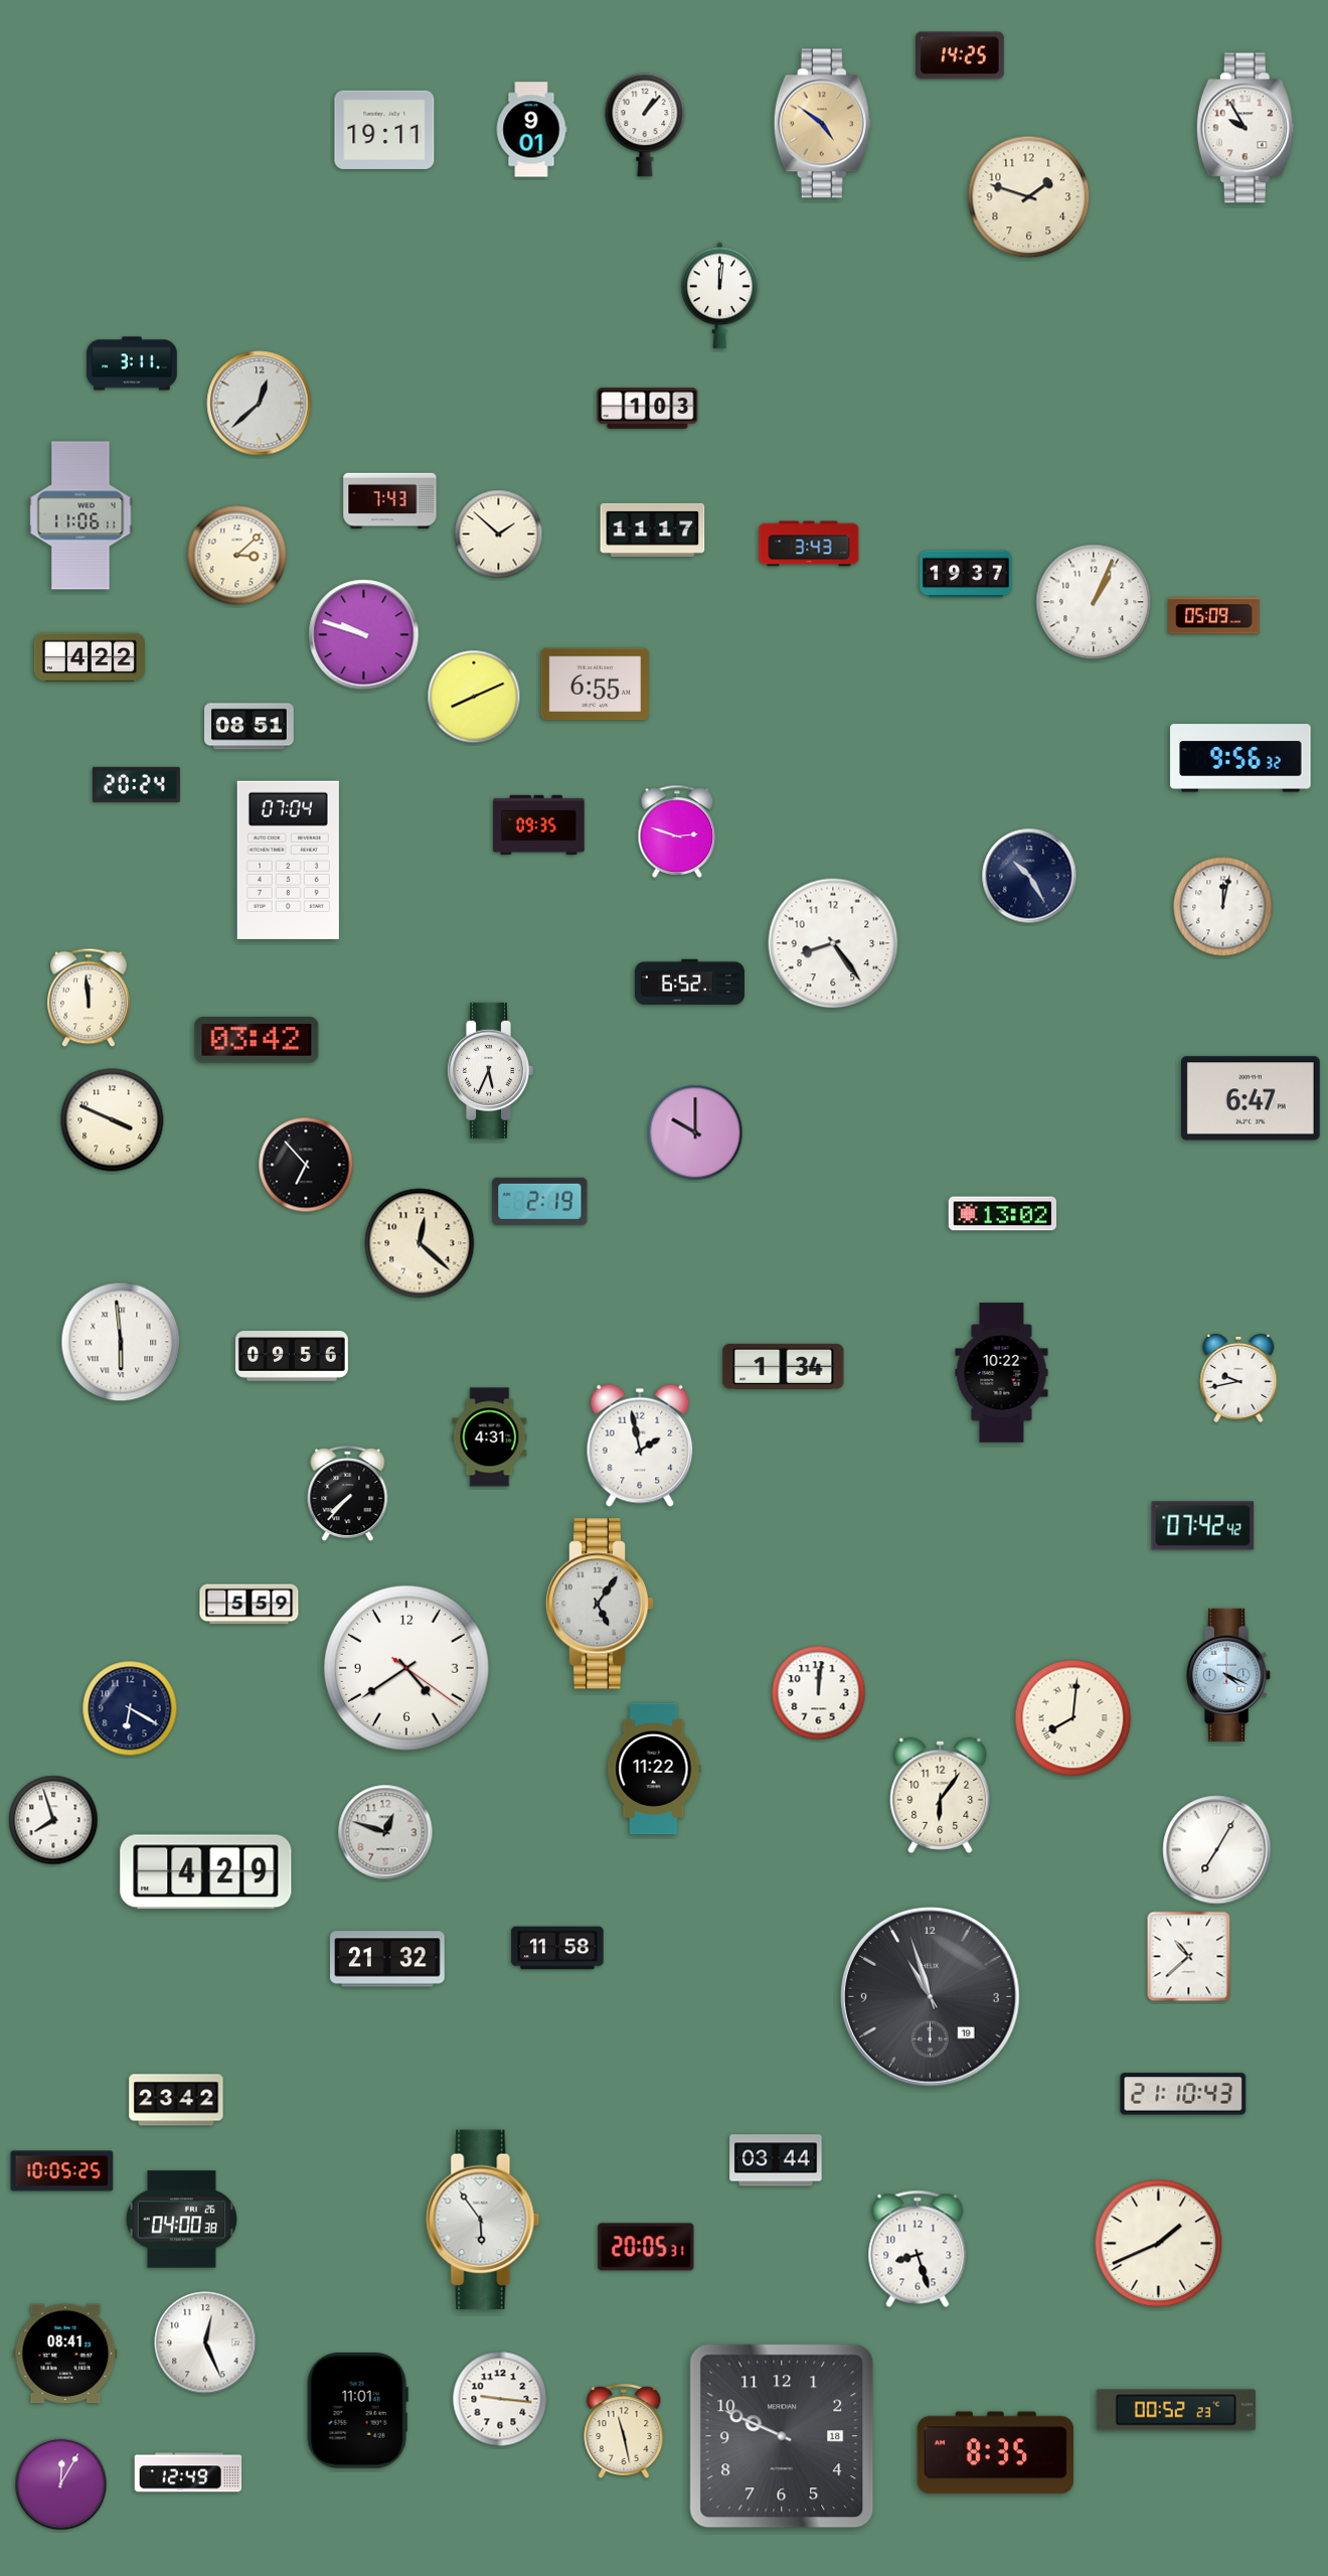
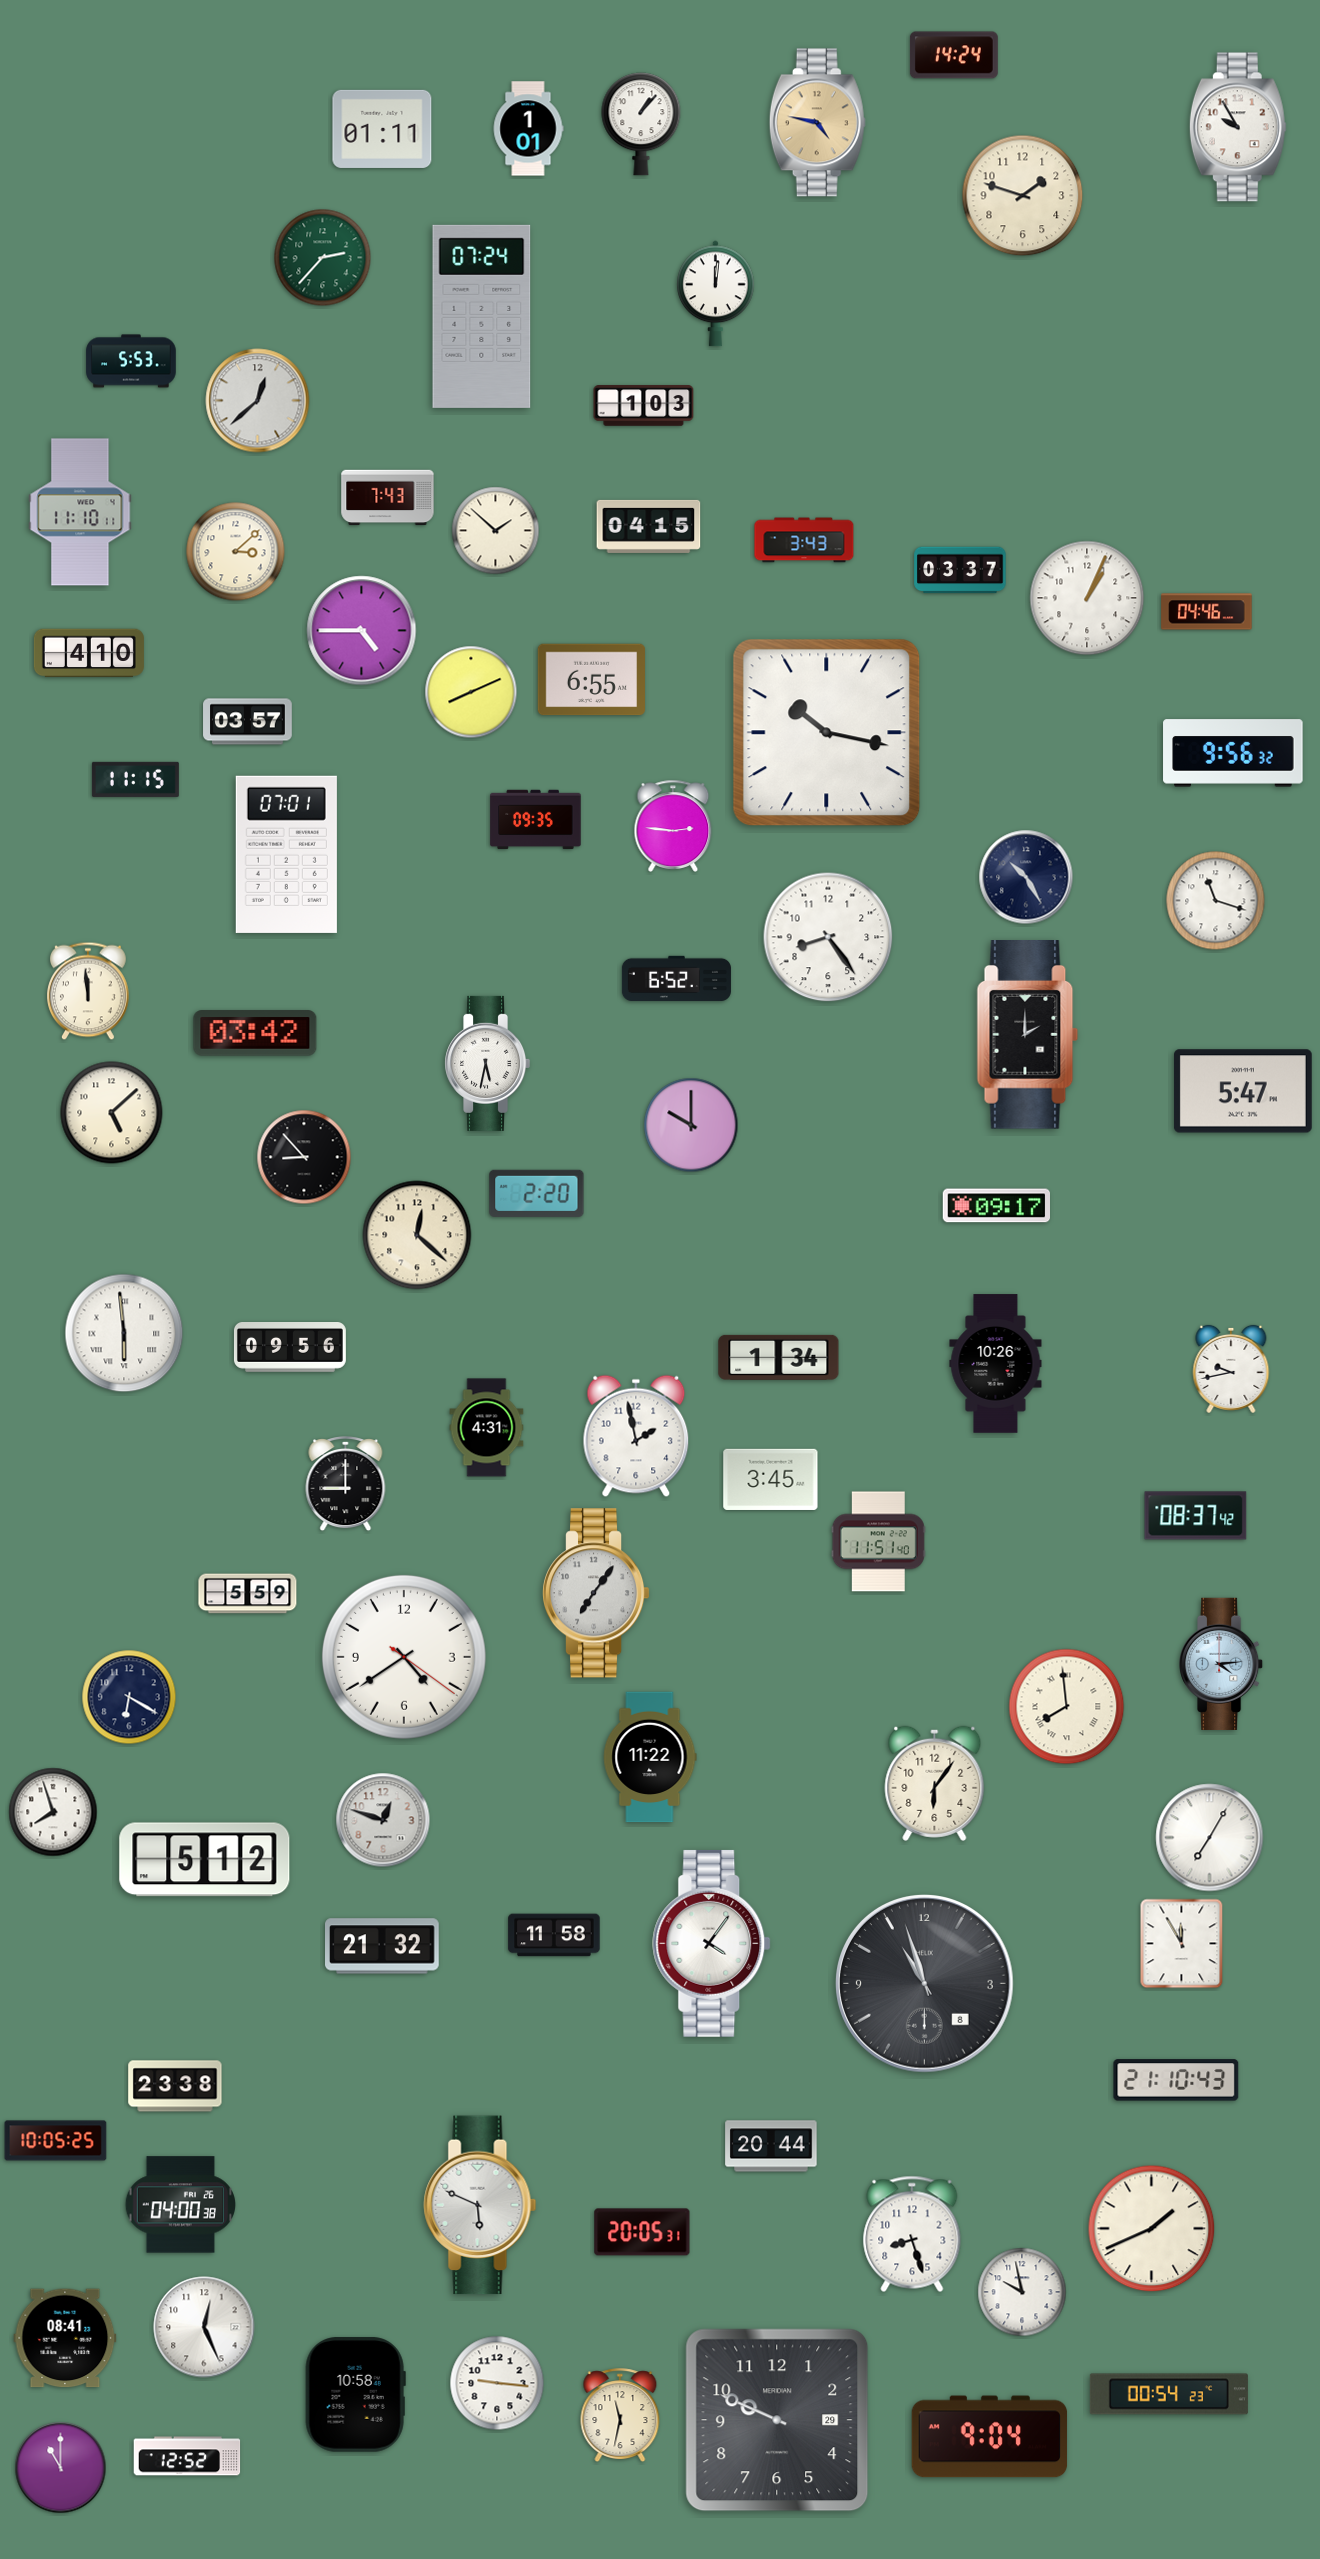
clock at (960, 55): 14:25 -> 14:24
clock at (822, 124): 4:51 -> 4:47
clock at (384, 130): 19:11 -> 01:11
clock at (531, 130): 9:01 -> 1:01
clock at (323, 258): none -> 2:37
clock at (482, 316): none -> 07:24
clock at (132, 363): 3:11 -> 5:53
clock at (80, 515): 11:06 -> 11:10
clock at (653, 529): 11:17 -> 04:15
clock at (966, 574): 19:37 -> 03:37
clock at (1214, 616): 05:09 -> 04:46
clock at (364, 635): 9:48 -> 4:45
clock at (90, 657): 4:22 -> 4:10
clock at (250, 727): 08:51 -> 03:57
clock at (827, 733): none -> 10:17
clock at (136, 784): 20:24 -> 11:15
clock at (677, 831): 2:48 -> 2:46
clock at (288, 860): 07:04 -> 07:01
clock at (1029, 876) position: (1029, 876) -> (1026, 877)
clock at (1223, 907): 12:02 -> 11:18
clock at (689, 982) position: (689, 982) -> (676, 979)
clock at (1028, 1035): none -> 2:00
clock at (491, 1070): 5:34 -> 5:32
clock at (1251, 1098): 6:47 -> 5:47
clock at (113, 1120): 3:49 -> 5:08
clock at (306, 1165): 6:53 -> 8:53
clock at (540, 1201): 2:19 -> 2:20
clock at (1002, 1214): 13:02 -> 09:17
clock at (121, 1342) position: (121, 1342) -> (124, 1333)
clock at (1002, 1373): 10:22 -> 10:26
clock at (771, 1479): none -> 3:45
clock at (348, 1495): 7:37 -> 9:00
clock at (1203, 1526): 07:42 -> 08:37
clock at (878, 1542): none -> 11:51
clock at (600, 1604): 5:06 -> 7:06
clock at (1229, 1675): 4:19 -> 4:14
clock at (819, 1693): 12:01 -> none
clock at (1073, 1718): 8:01 -> 7:59
clock at (53, 1820) position: (53, 1820) -> (53, 1812)
clock at (206, 1872): 4:29 -> 5:12
clock at (712, 1943): none -> 4:06
clock at (1189, 1957): 10:38 -> 11:55
clock at (387, 1959) position: (387, 1959) -> (382, 1946)
clock at (931, 1997) date: 19 -> 8
clock at (176, 2100): 23:42 -> 23:38
clock at (776, 2160): 03:44 -> 20:44
clock at (62, 2171) position: (62, 2171) -> (56, 2141)
clock at (483, 2220): 5:54 -> 5:49
clock at (1022, 2292): none -> 9:58
clock at (1176, 2410): 00:52 -> 00:54
clock at (357, 2411): 11:01 -> 10:58
clock at (624, 2432): 11:28 -> 11:32
clock at (782, 2436) date: 18 -> 29
clock at (996, 2453): 8:35 -> 9:04
clock at (188, 2472): 12:49 -> 12:52
clock at (61, 2484): 12:05 -> 11:00
